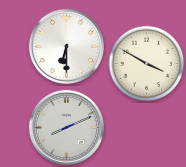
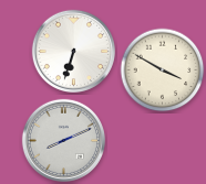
clock at (66, 46): 6:30 -> 6:33
clock at (66, 127) position: (66, 127) -> (63, 140)
